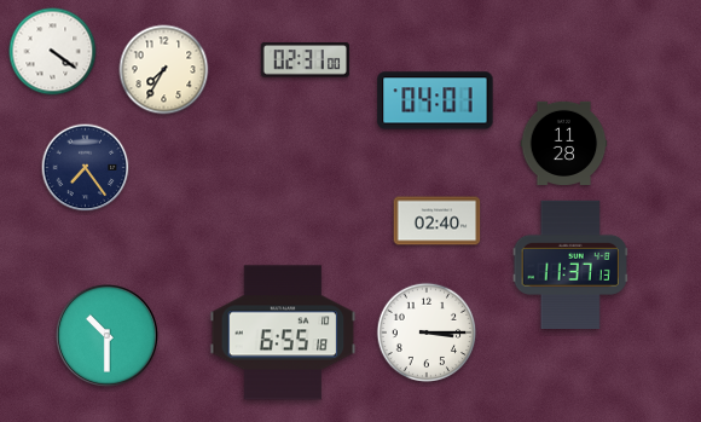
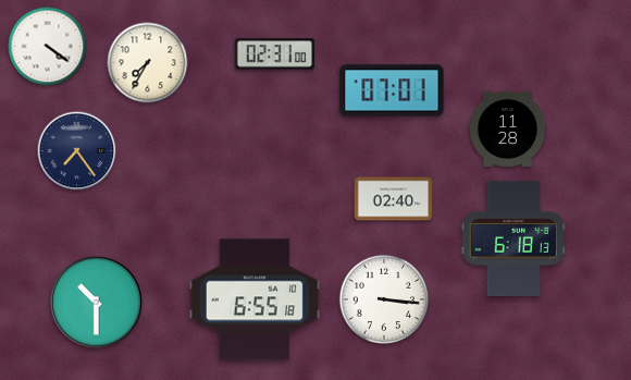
clock at (435, 100): 04:01 -> 07:01
clock at (570, 264): 11:37 -> 6:18
clock at (427, 333): 3:15 -> 3:16
